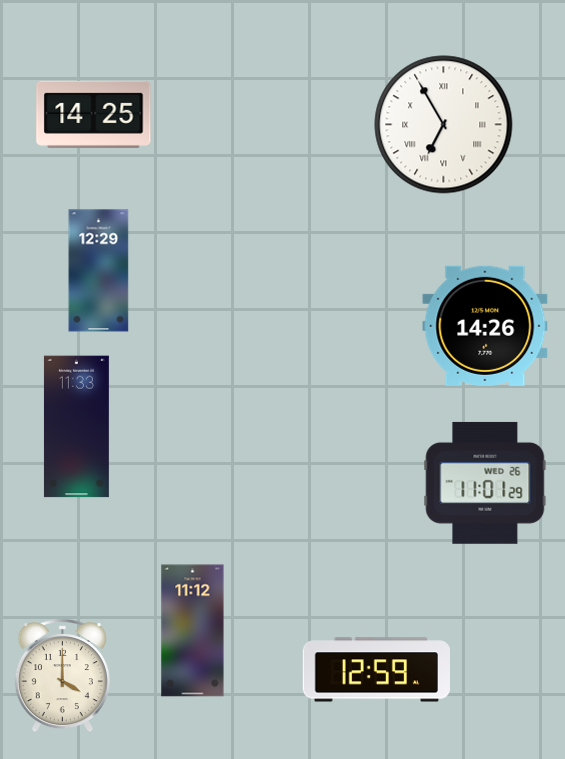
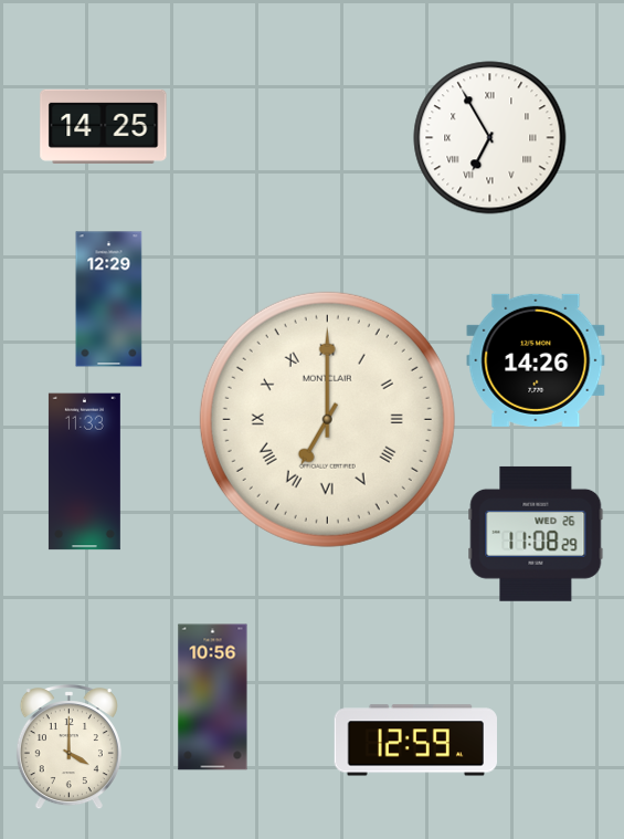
clock at (327, 419): none -> 7:00
clock at (485, 483): 11:01 -> 11:08
clock at (193, 631): 11:12 -> 10:56
